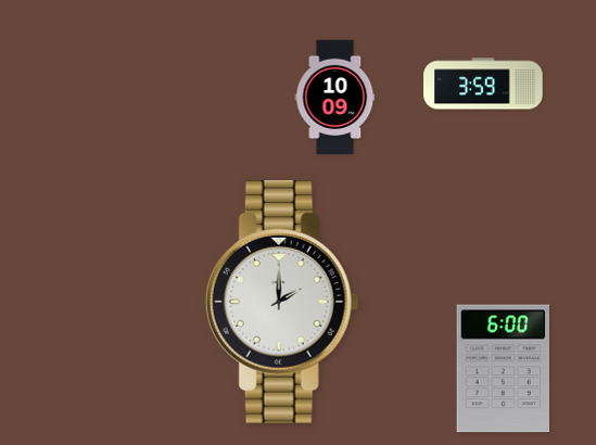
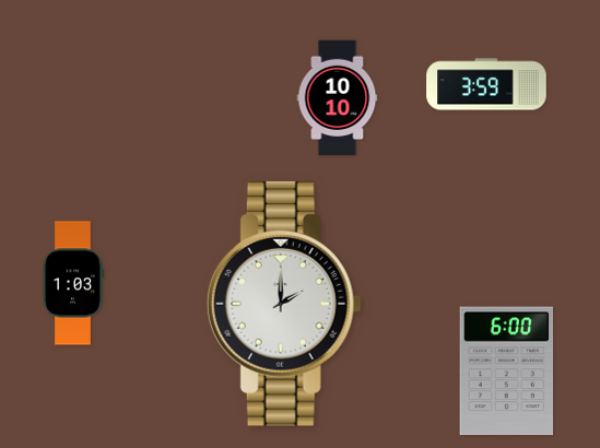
clock at (335, 98): 10:09 -> 10:10
clock at (73, 283): none -> 1:03
